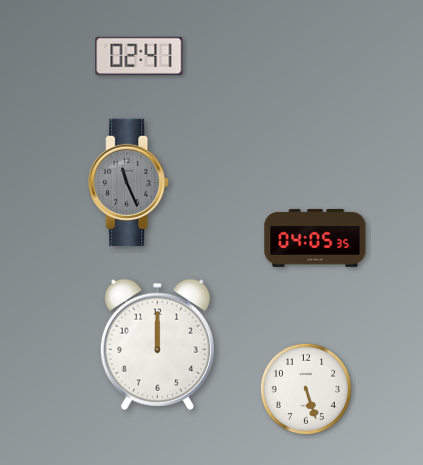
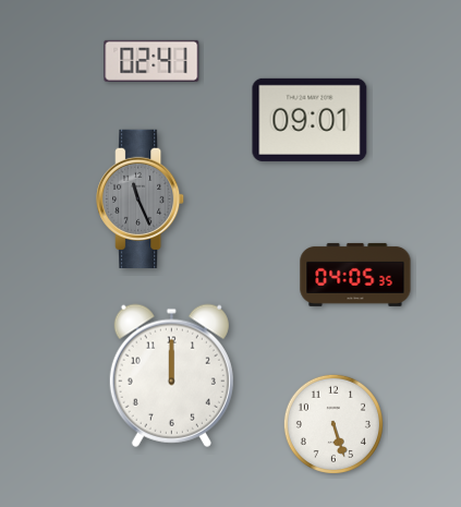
clock at (310, 120): none -> 09:01
clock at (315, 238) position: (315, 238) -> (355, 275)
